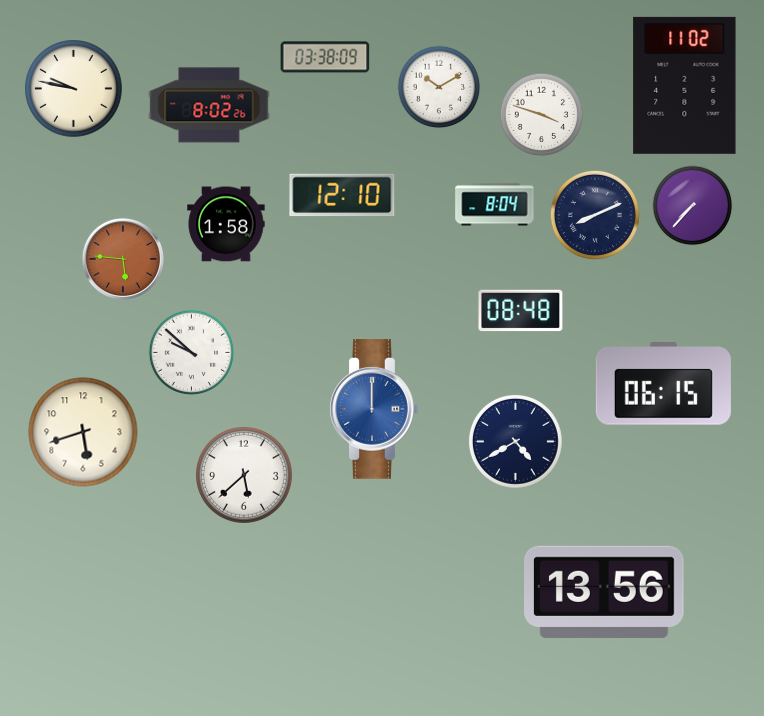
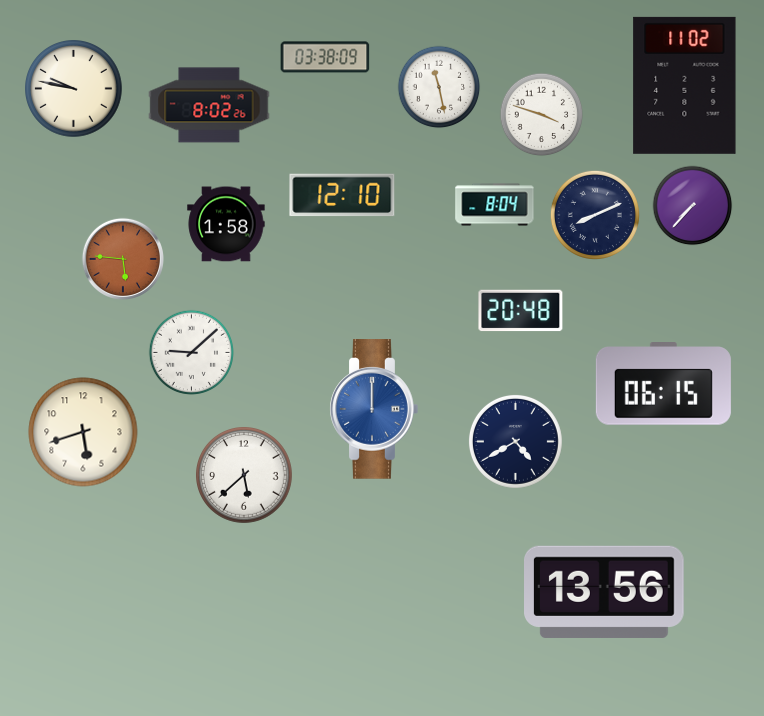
clock at (439, 87): 10:10 -> 11:28
clock at (521, 311): 08:48 -> 20:48
clock at (191, 352): 9:52 -> 9:08
